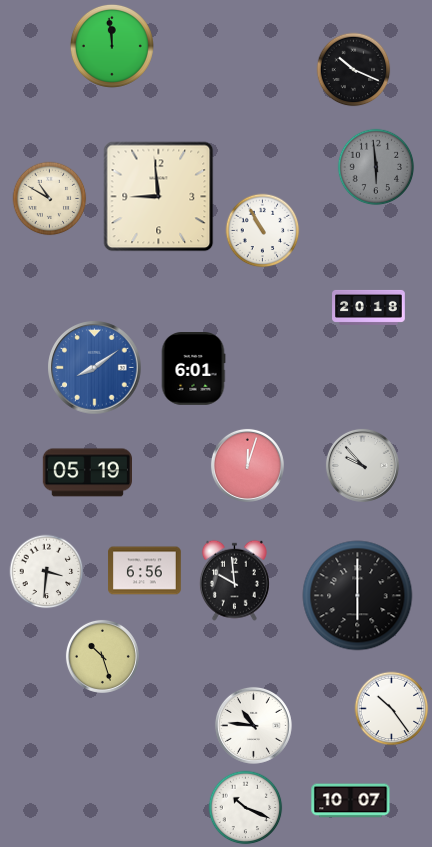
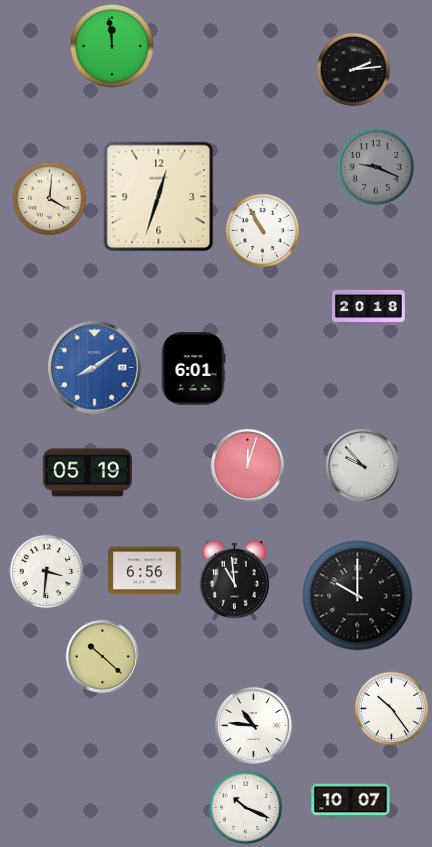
clock at (354, 70): 10:19 -> 2:14
clock at (376, 167): 5:59 -> 9:19
clock at (159, 197): 8:59 -> 12:33
clock at (50, 199): 10:50 -> 4:01
clock at (234, 580): 9:59 -> 10:59
clock at (358, 596): 6:00 -> 10:00
clock at (102, 656): 10:27 -> 10:22
